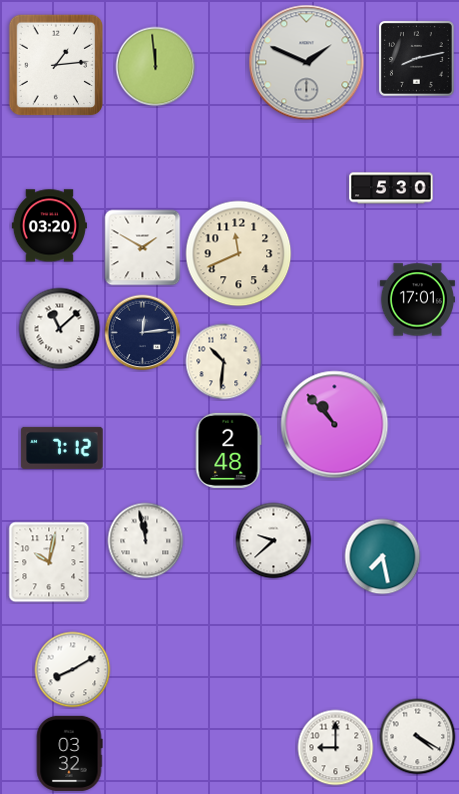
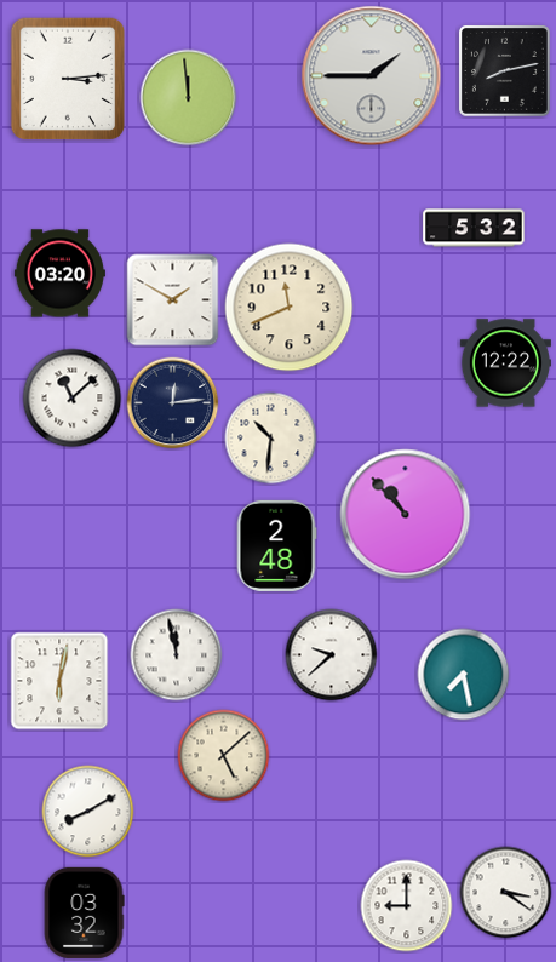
clock at (307, 63): 1:49 -> 1:45
clock at (56, 65): 1:14 -> 3:14
clock at (156, 67) position: (156, 67) -> (189, 98)
clock at (391, 188): 5:30 -> 5:32
clock at (417, 300): 17:01 -> 12:22
clock at (62, 448): 7:12 -> none
clock at (49, 562): 10:02 -> 6:02
clock at (224, 756): none -> 5:08
clock at (418, 737): 4:20 -> 3:21
